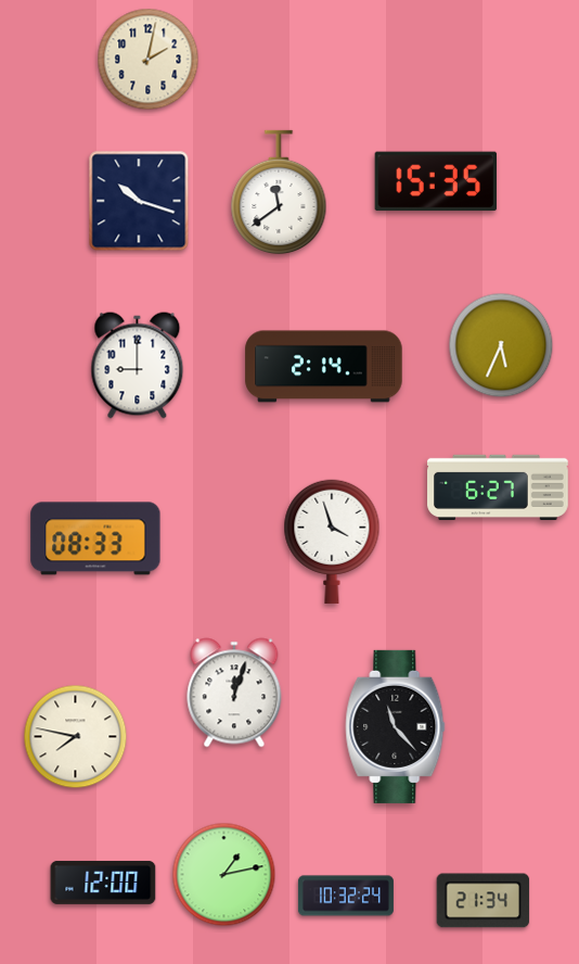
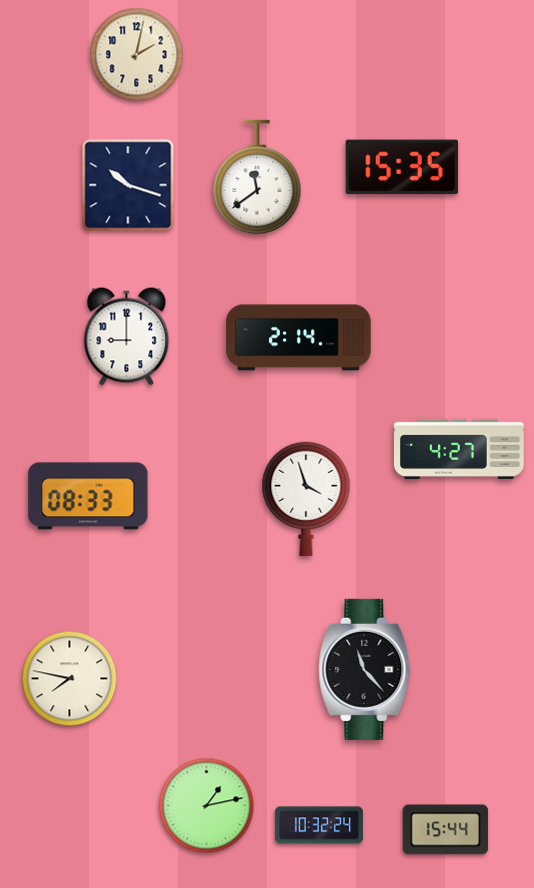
clock at (501, 345): 5:34 -> none
clock at (499, 487): 6:27 -> 4:27
clock at (234, 693): 12:03 -> none
clock at (103, 883): 12:00 -> none
clock at (484, 901): 21:34 -> 15:44
